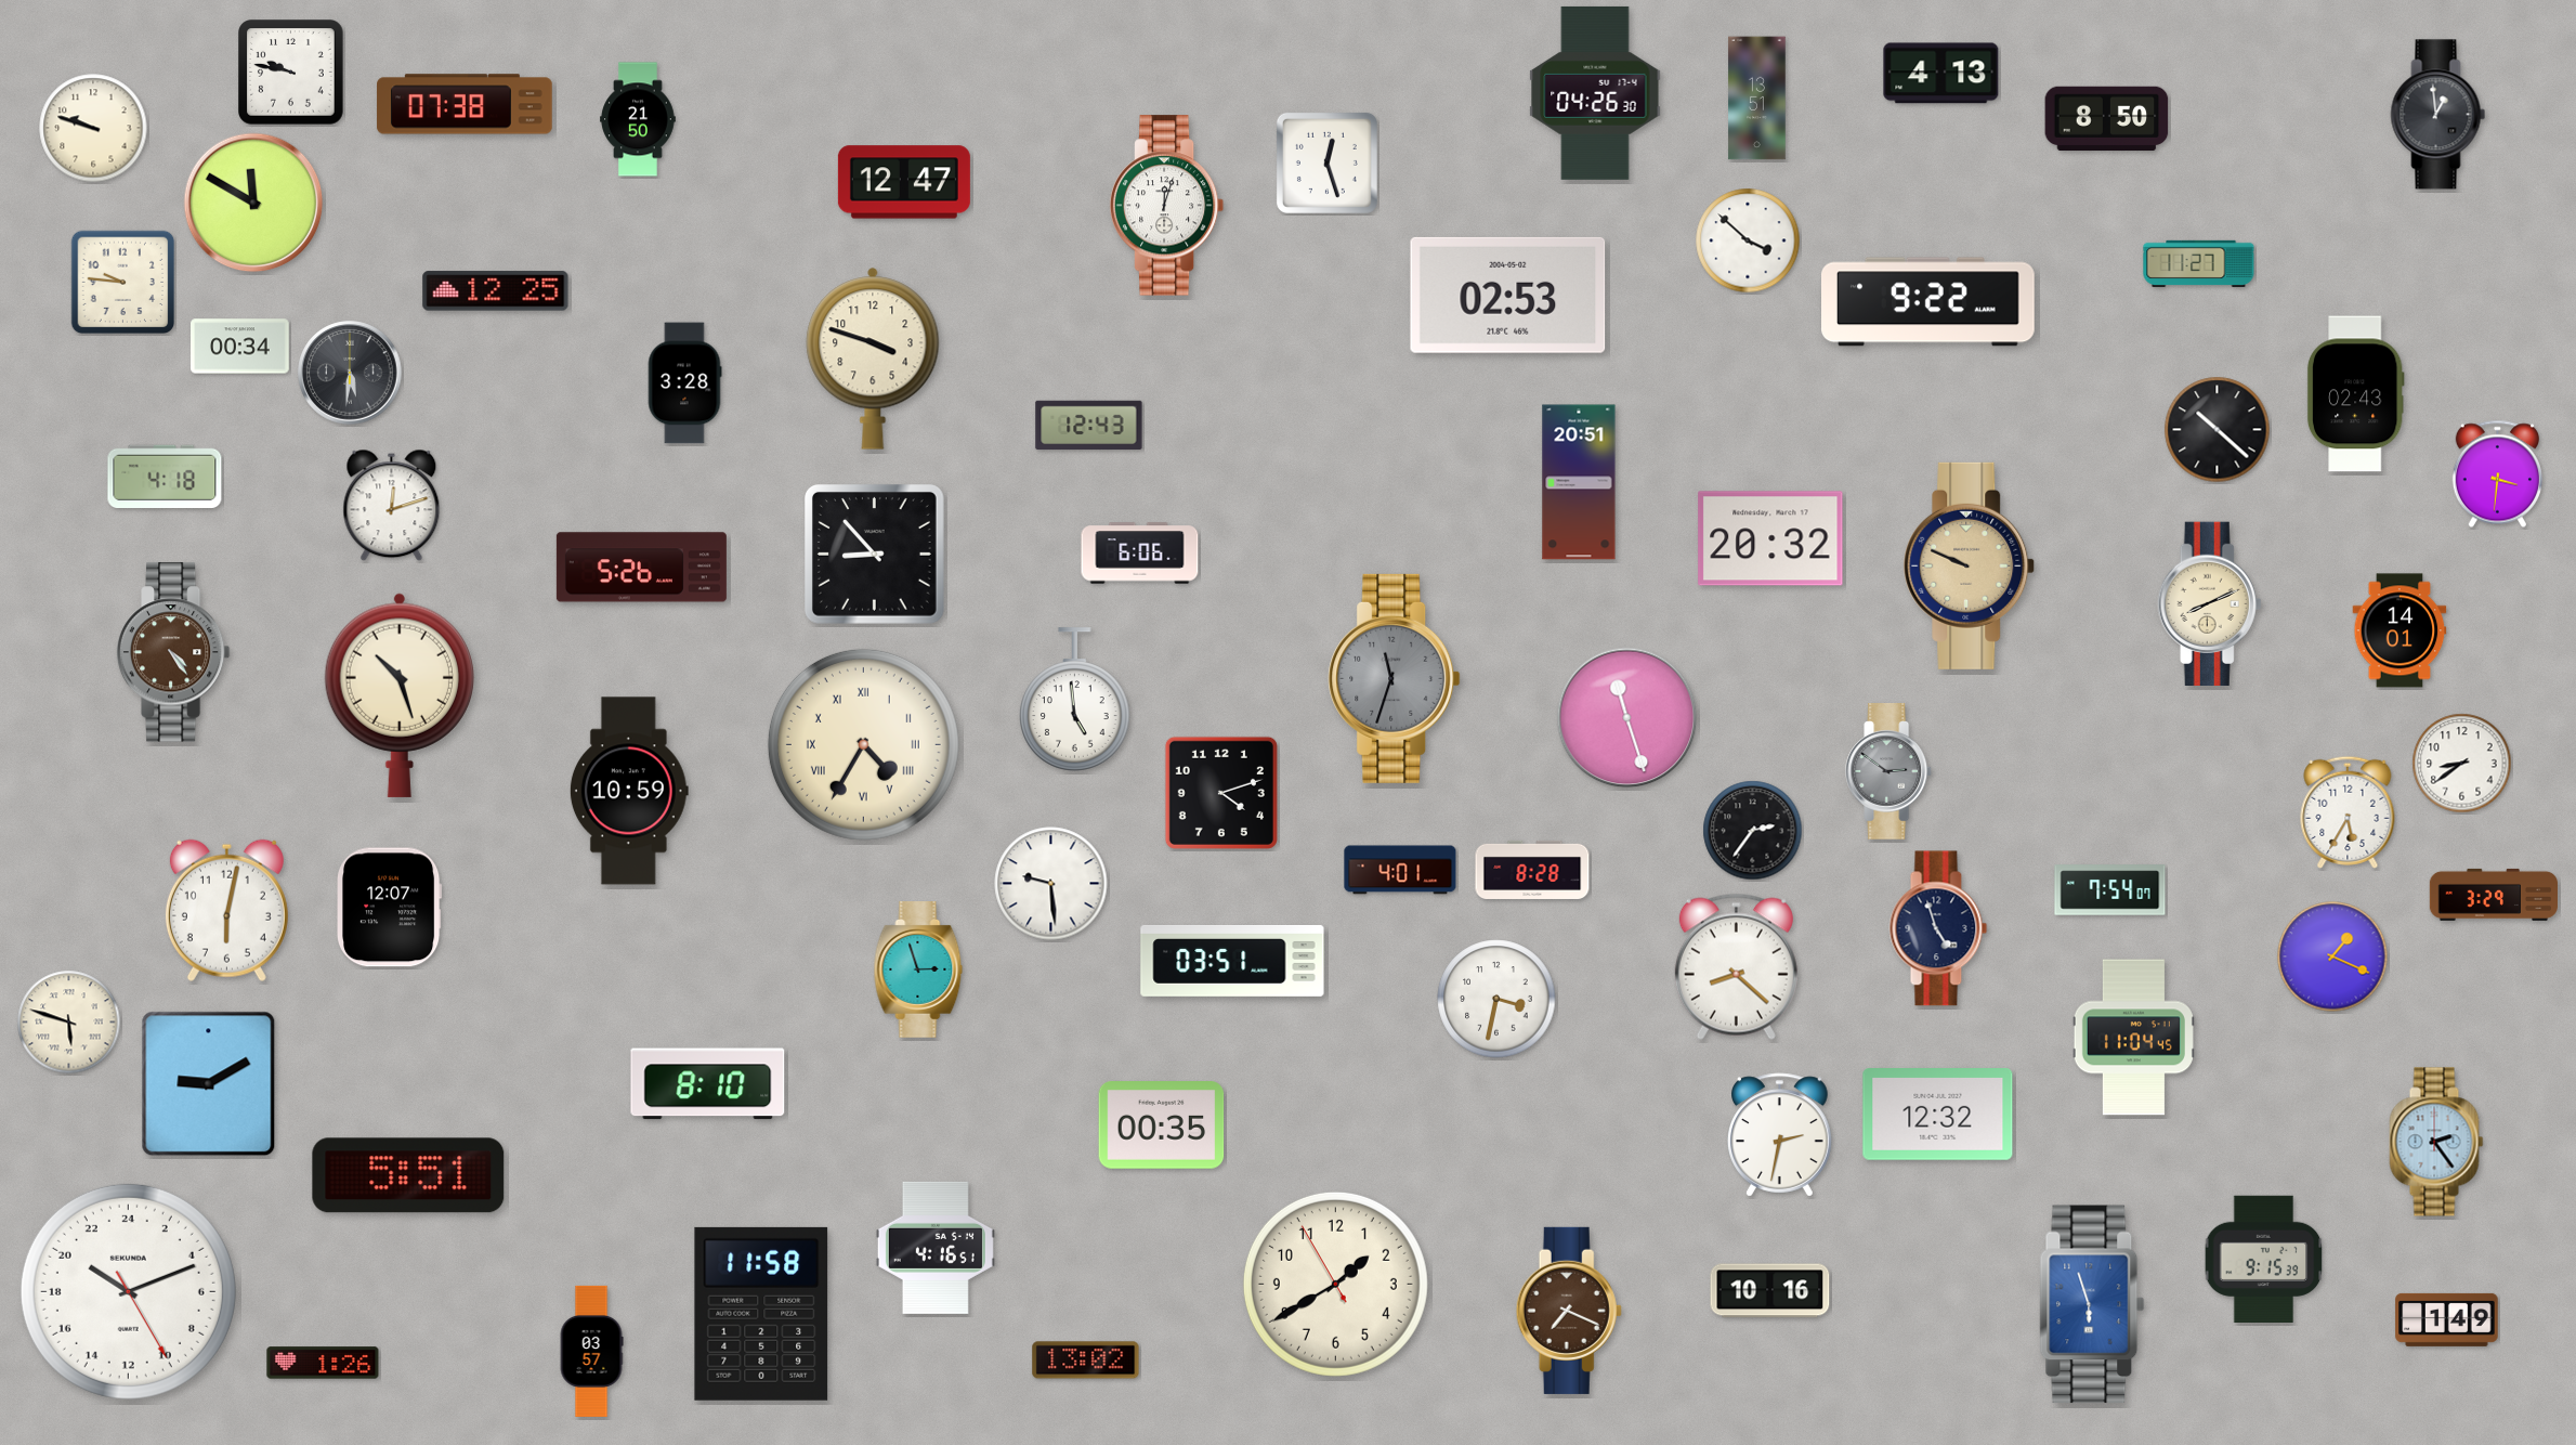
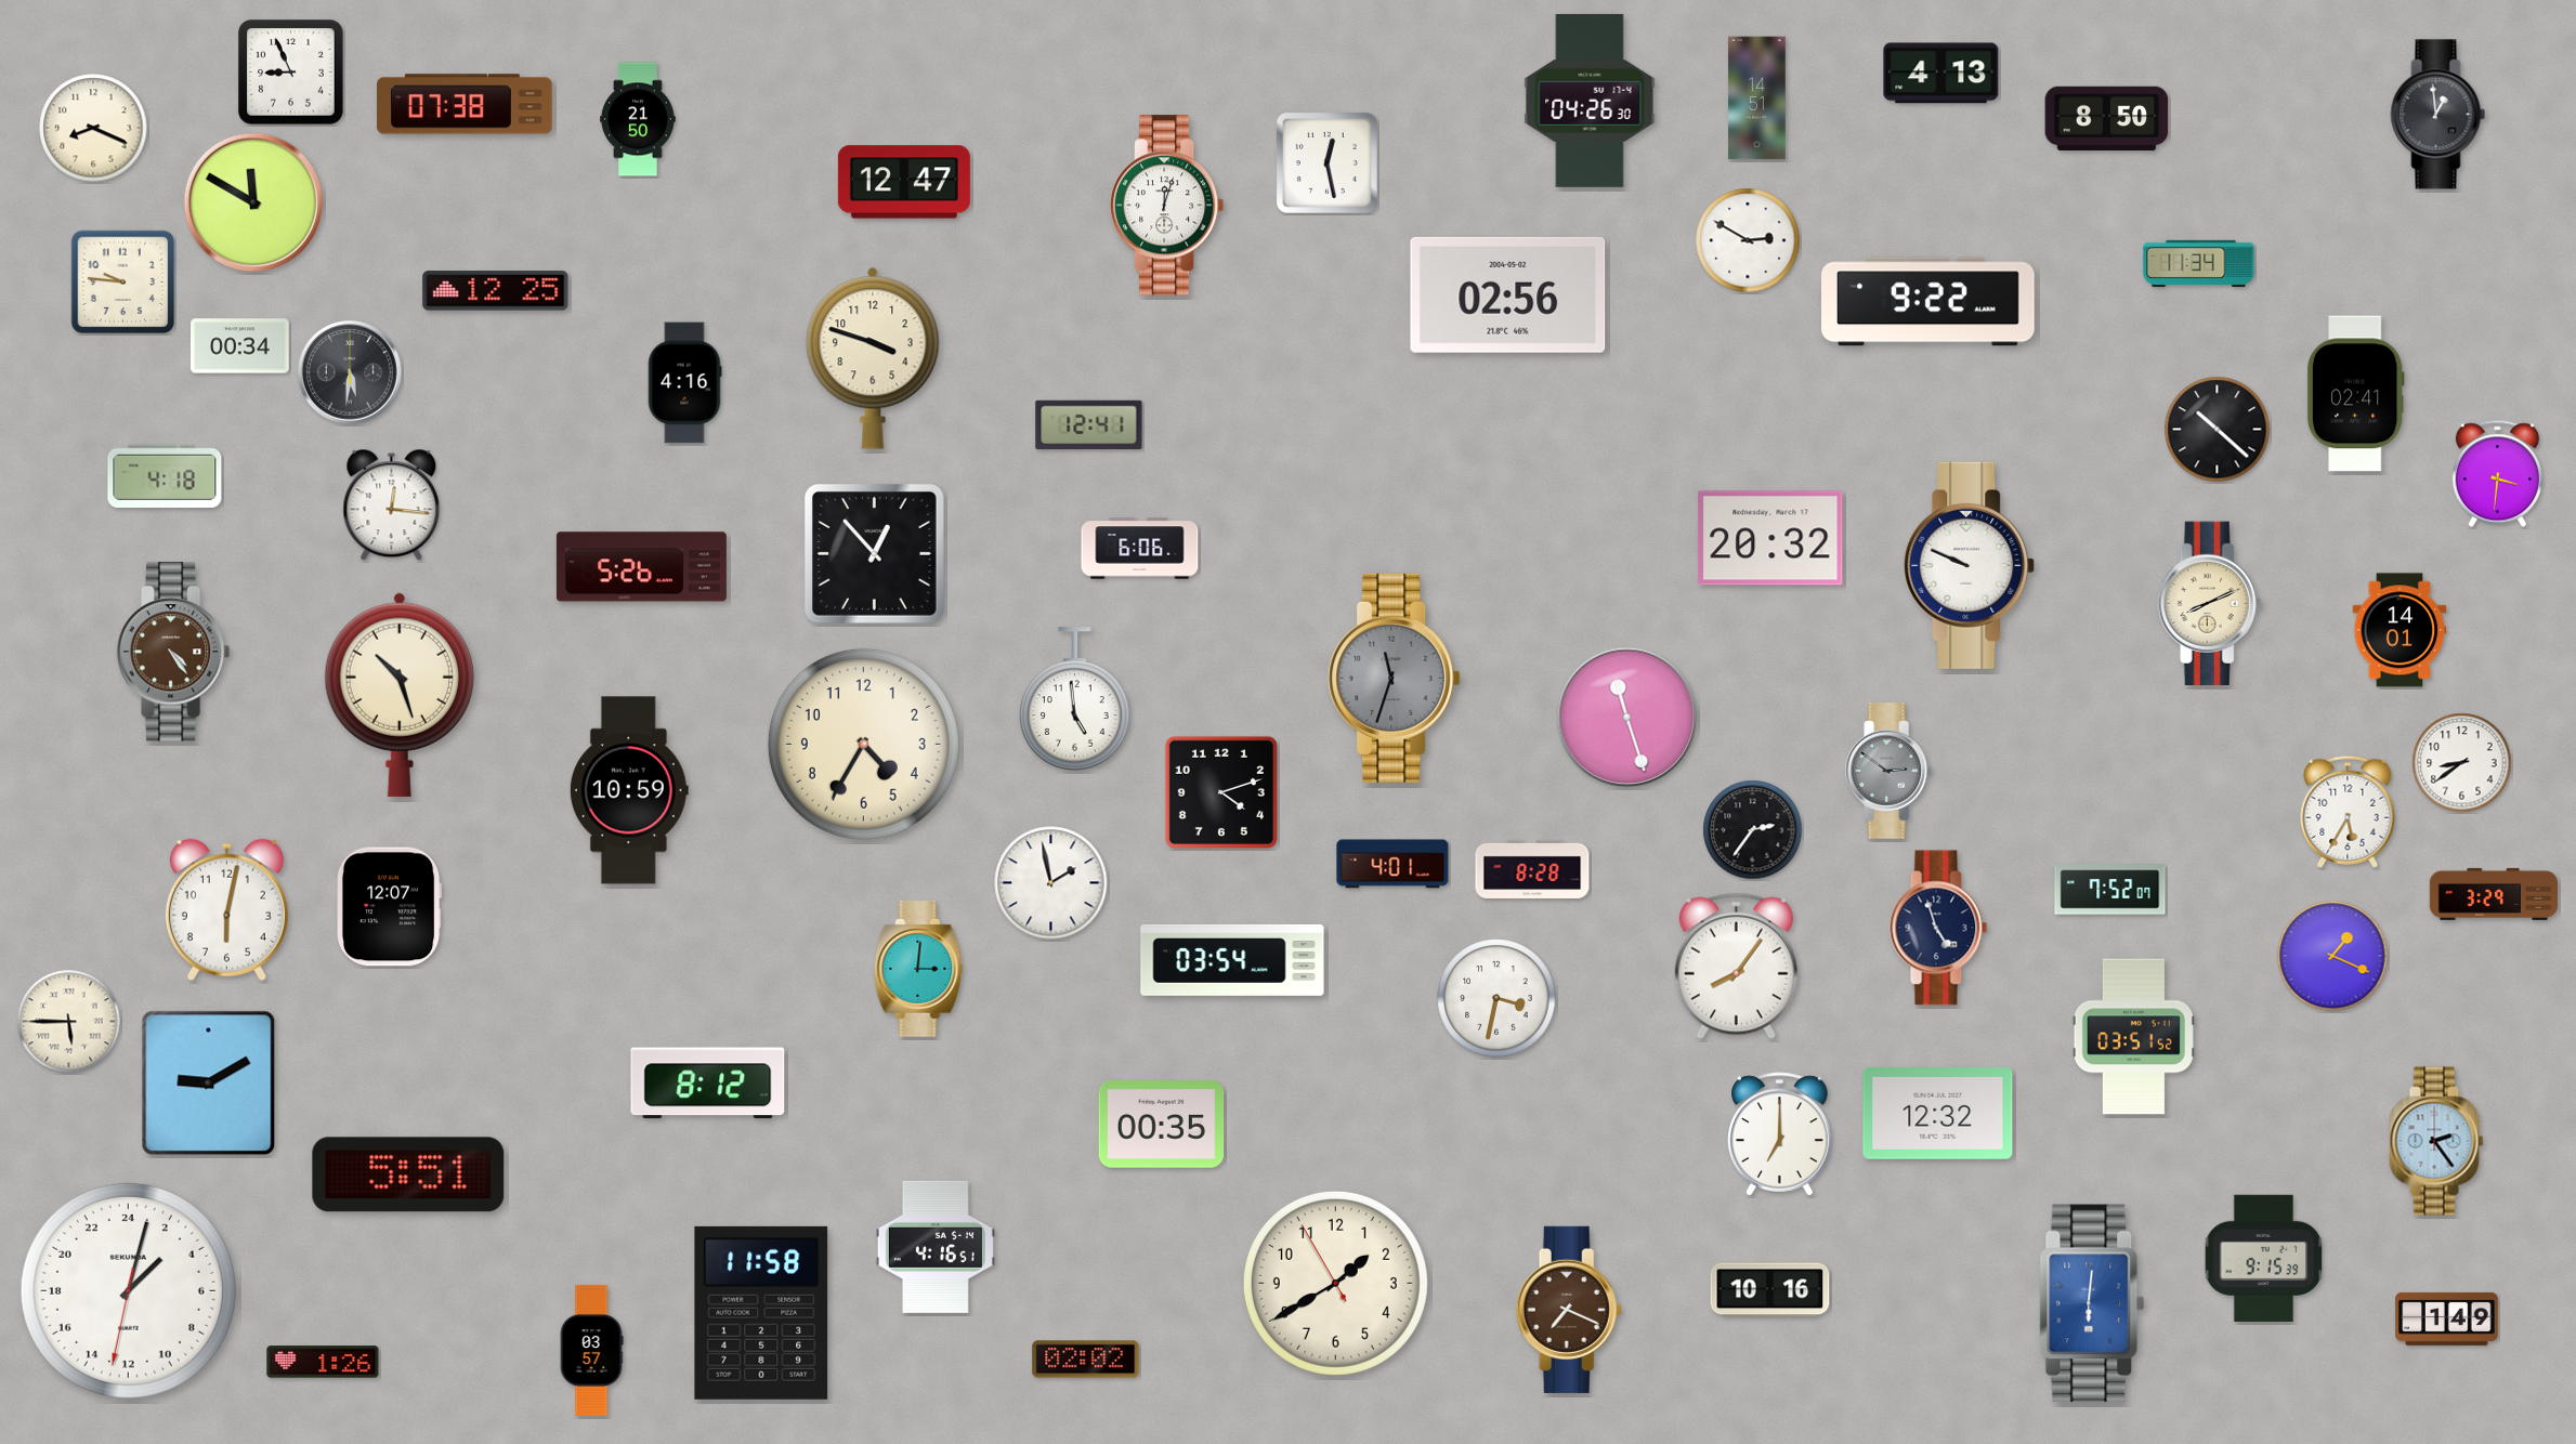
clock at (291, 73): 9:47 -> 8:56
clock at (1595, 93) position: (1595, 93) -> (1590, 101)
clock at (1757, 99): 13:51 -> 14:51
clock at (93, 128): 9:48 -> 8:19
clock at (1326, 162): 12:27 -> 12:28
clock at (1748, 240): 3:52 -> 2:50
clock at (2199, 263): 11:27 -> 11:34
clock at (1508, 295): 02:53 -> 02:56
clock at (684, 383): 3:28 -> 4:16
clock at (2355, 394): 02:43 -> 02:41
clock at (1089, 426): 12:43 -> 12:41
clock at (1579, 482): 20:51 -> none
clock at (392, 506): 12:12 -> 12:16
clock at (1140, 554) position: (1140, 554) -> (1140, 549)
clock at (875, 555): 8:53 -> 12:53
clock at (1970, 565) dial: champagne -> white
clock at (863, 744) numerals: Roman -> Arabic
clock at (1400, 870) position: (1400, 870) -> (1392, 864)
clock at (1051, 884): 9:29 -> 1:58
clock at (2110, 890): 7:54 -> 7:52
clock at (1232, 961): 03:51 -> 03:54
clock at (1736, 966): 8:22 -> 8:06
clock at (918, 971): 2:57 -> 3:01
clock at (69, 1023): 5:48 -> 5:45
clock at (2133, 1038): 11:04 -> 03:51
clock at (708, 1084): 8:10 -> 8:12
clock at (1780, 1135): 2:32 -> 7:00
clock at (128, 1291): 20:11 -> 3:02
clock at (2092, 1304): 5:57 -> 6:01
clock at (1086, 1361): 13:02 -> 02:02
